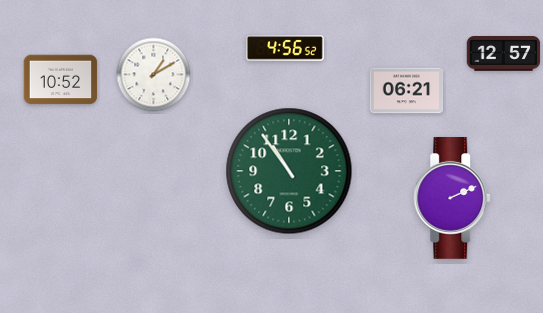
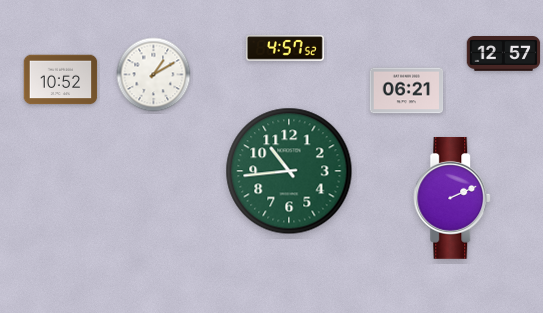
clock at (286, 48): 4:56 -> 4:57
clock at (289, 171): 10:54 -> 10:44
